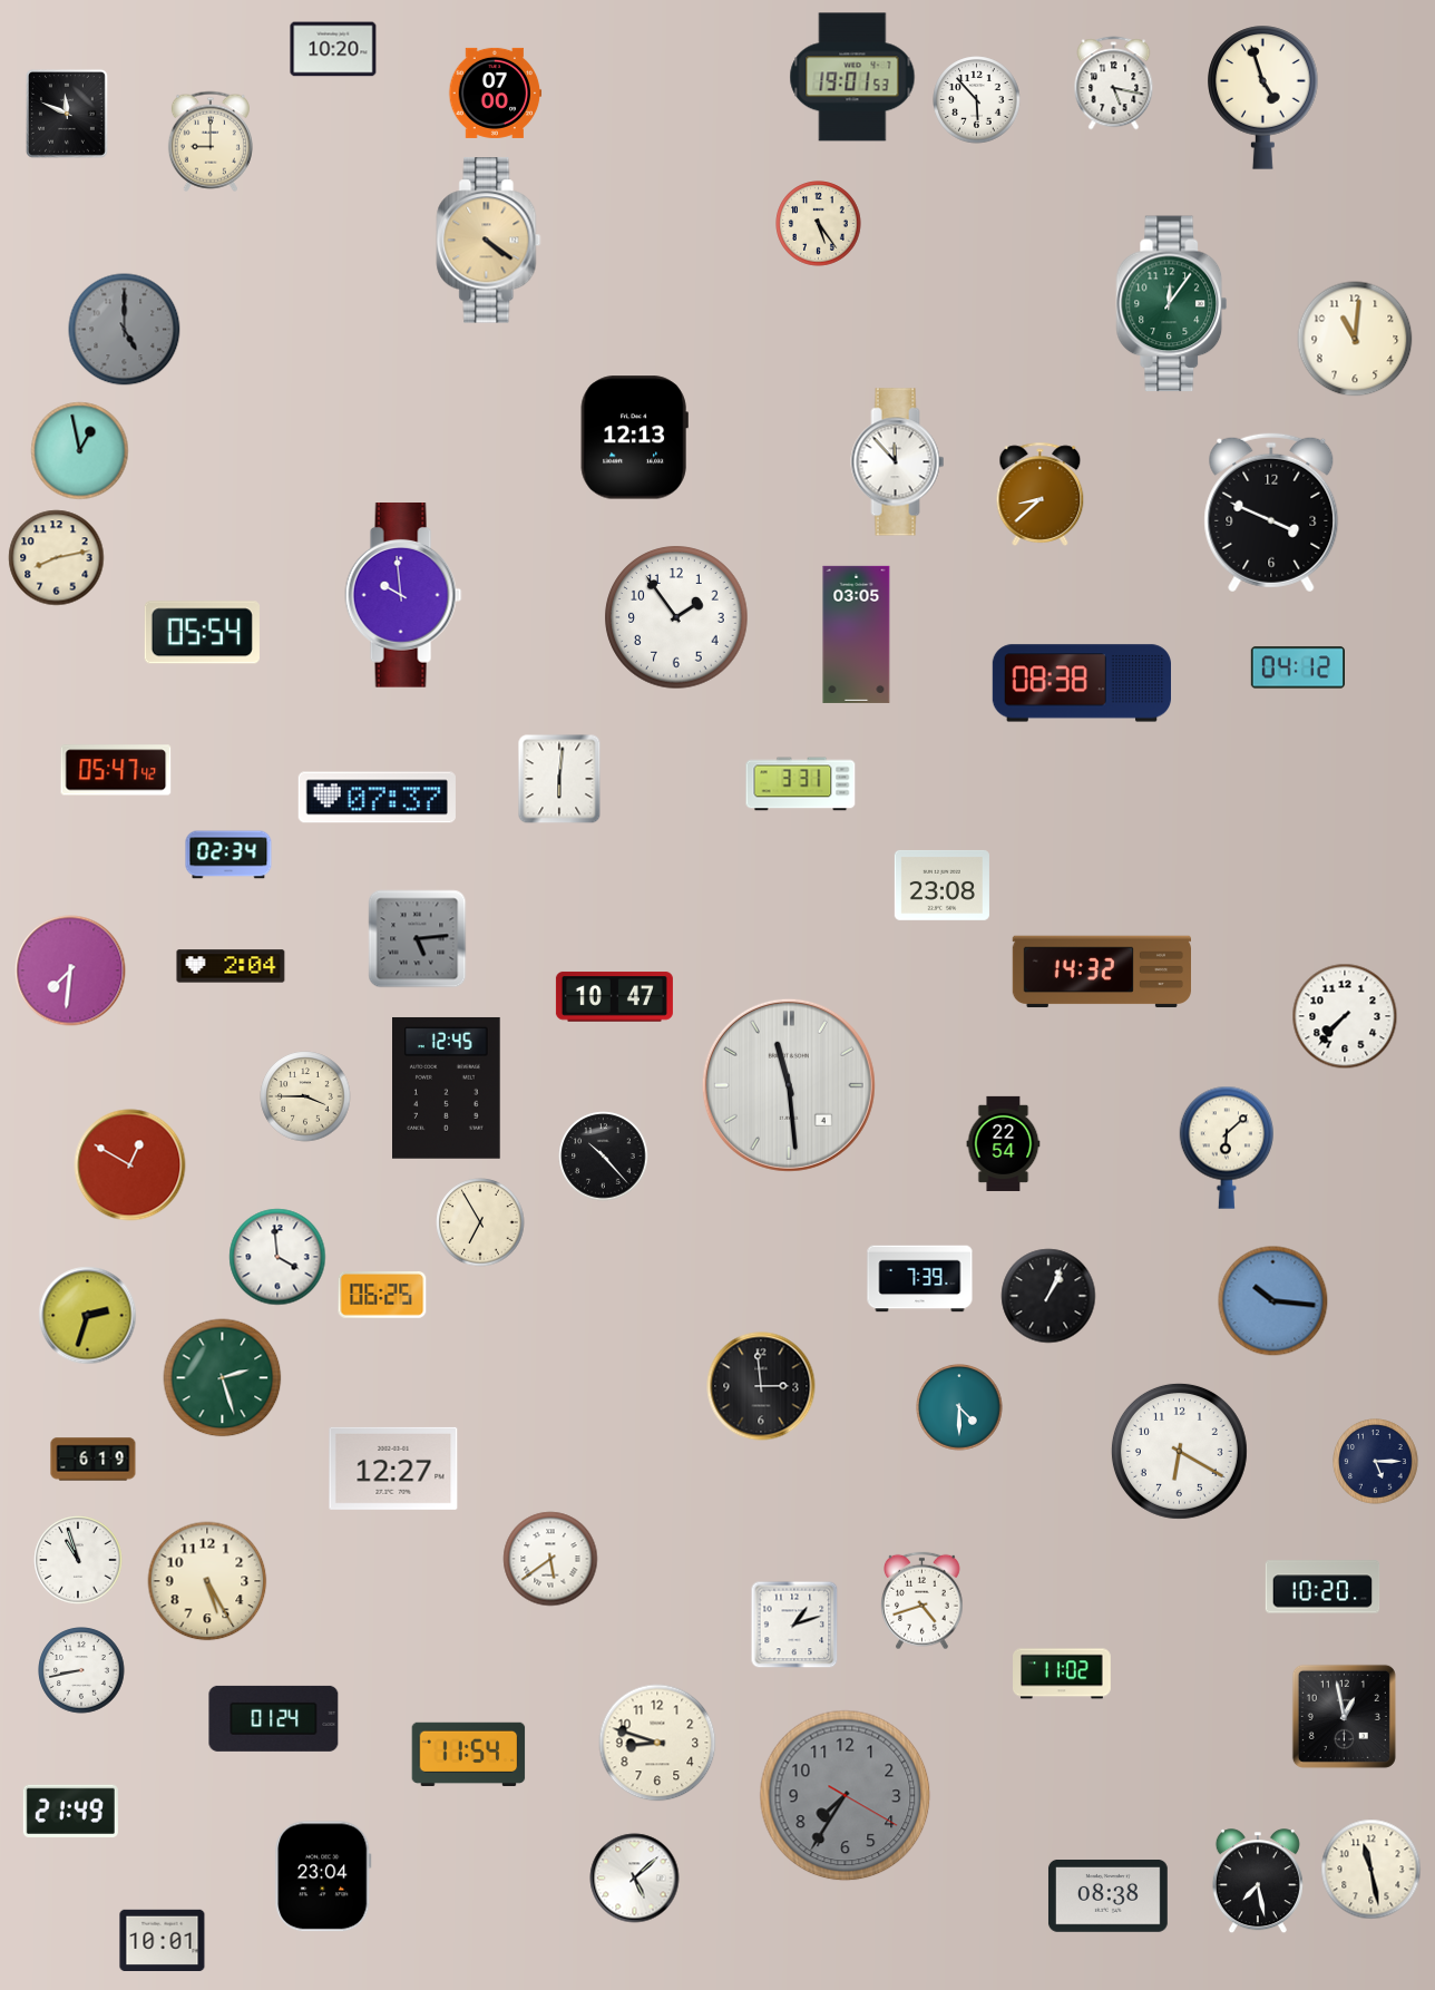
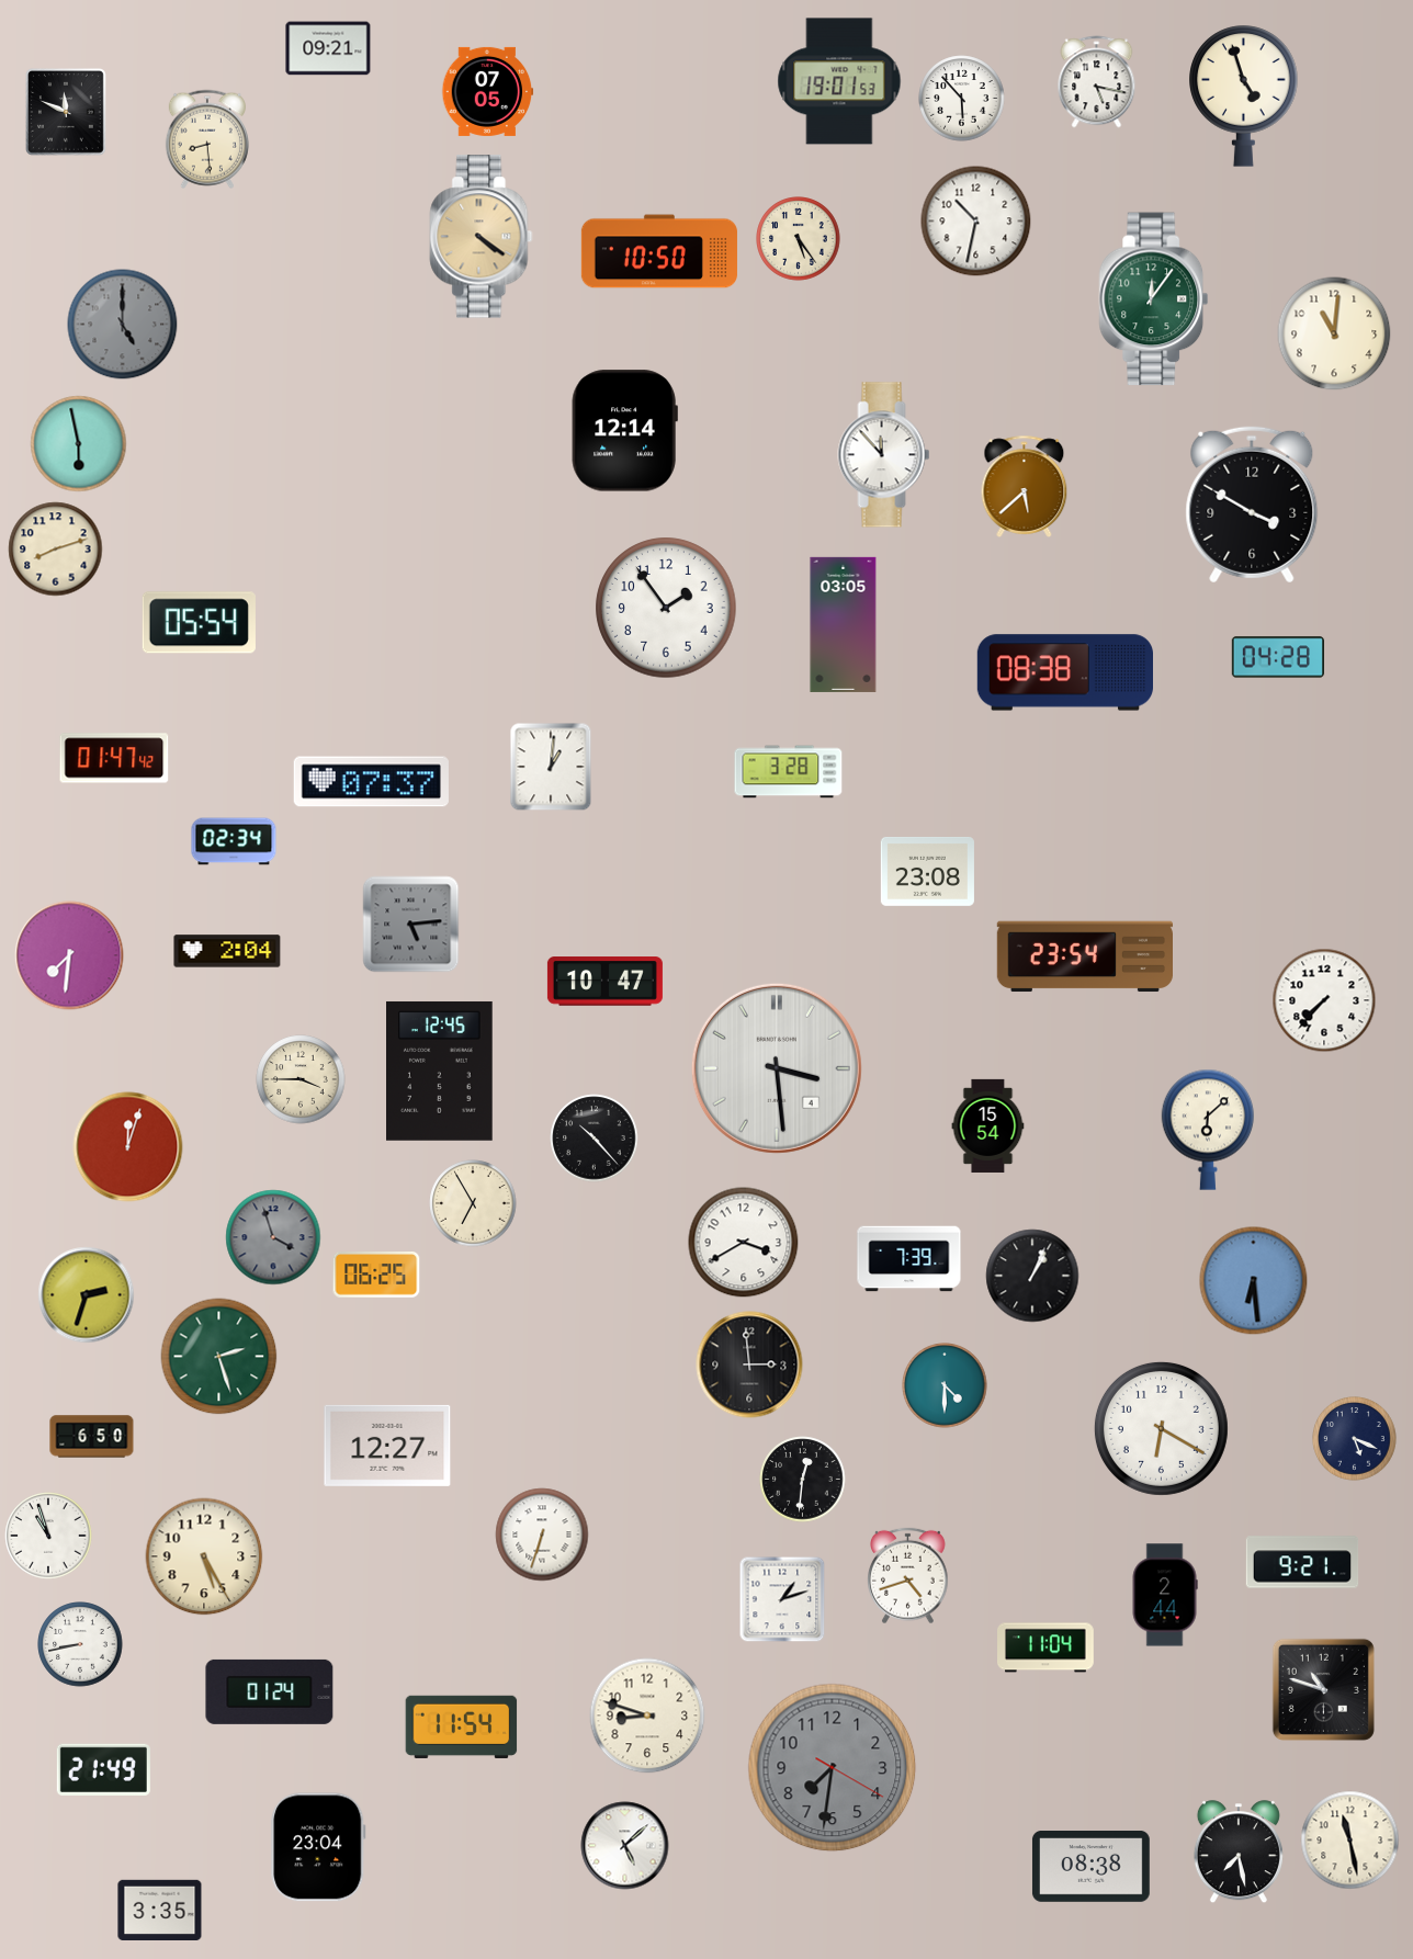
clock at (333, 49): 10:20 -> 09:21
clock at (852, 77) position: (852, 77) -> (839, 81)
clock at (496, 92): 07:00 -> 07:05
clock at (211, 142): 9:00 -> 8:29
clock at (819, 224) position: (819, 224) -> (799, 239)
clock at (976, 222): none -> 10:32
clock at (659, 251): none -> 10:50
clock at (634, 438): 12:13 -> 12:14
clock at (80, 451): 12:58 -> 5:58
clock at (1041, 494): 8:38 -> 5:38
clock at (1271, 513): 3:49 -> 3:50
clock at (57, 558): 8:13 -> 8:12
clock at (403, 596): 9:59 -> none
clock at (1297, 667): 04:12 -> 04:28
clock at (116, 770): 05:47 -> 01:47
clock at (559, 779): 6:01 -> 1:01
clock at (801, 784): 3:31 -> 3:28
clock at (377, 798) position: (377, 798) -> (371, 782)
clock at (228, 855) position: (228, 855) -> (234, 841)
clock at (1101, 972): 14:32 -> 23:54
clock at (789, 1085): 11:29 -> 3:29
clock at (1004, 1143): 22:54 -> 15:54
clock at (130, 1165): 12:50 -> 12:03
clock at (277, 1257): 3:59 -> 3:57
clock at (277, 1257) dial: white -> grey
clock at (744, 1243): none -> 3:40
clock at (920, 1279) position: (920, 1279) -> (909, 1259)
clock at (1273, 1301): 10:16 -> 6:29
clock at (94, 1460): 6:19 -> 6:50
clock at (1376, 1462): 5:15 -> 5:19
clock at (803, 1480): none -> 12:31
clock at (550, 1559): 5:39 -> 6:33
clock at (78, 1560) position: (78, 1560) -> (48, 1536)
clock at (1322, 1587): 10:20 -> 9:21
clock at (1165, 1595): none -> 2:44
clock at (1063, 1674): 11:02 -> 11:04
clock at (1344, 1716): 12:58 -> 10:48
clock at (846, 1796): 7:35 -> 7:31
clock at (70, 1811) position: (70, 1811) -> (103, 1769)
clock at (635, 1879) position: (635, 1879) -> (625, 1846)
clock at (163, 1940): 10:01 -> 3:35
